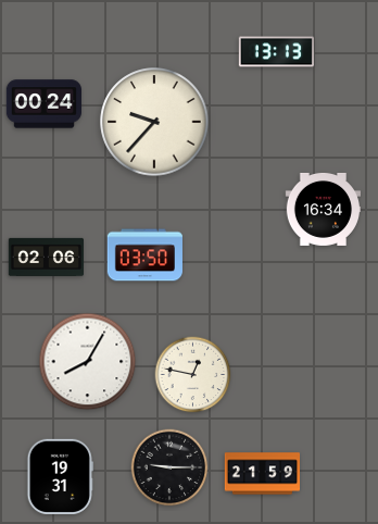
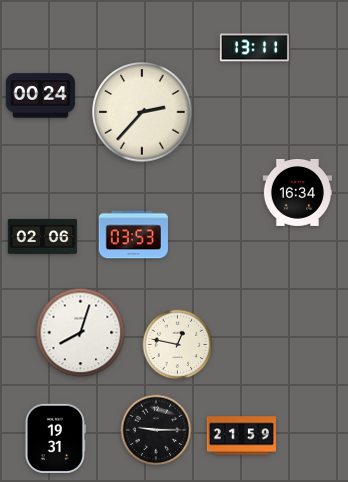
clock at (276, 52): 13:13 -> 13:11
clock at (154, 122): 9:37 -> 2:37
clock at (144, 255): 03:50 -> 03:53
clock at (88, 362): 8:05 -> 8:03
